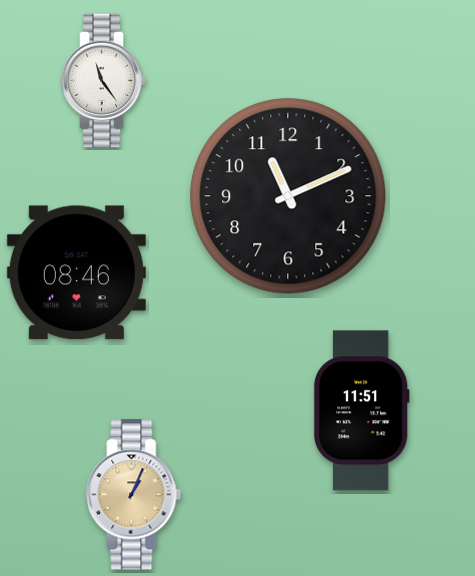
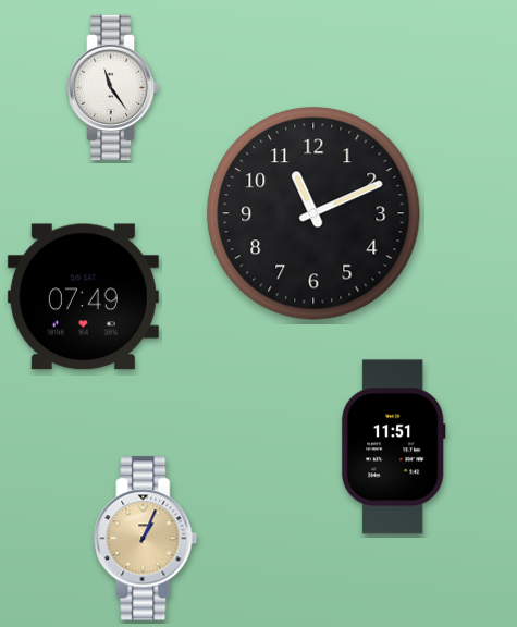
clock at (76, 273): 08:46 -> 07:49
